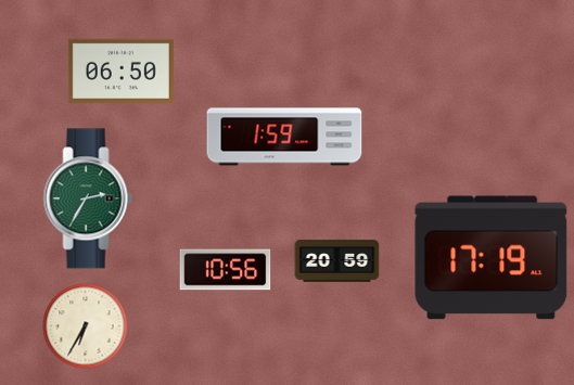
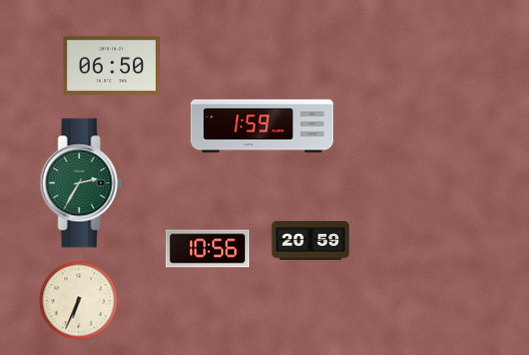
clock at (492, 258): 17:19 -> none
clock at (85, 325): 6:35 -> 6:34
